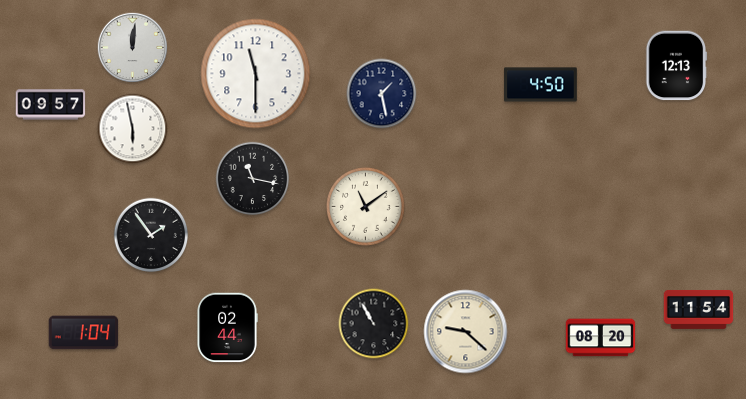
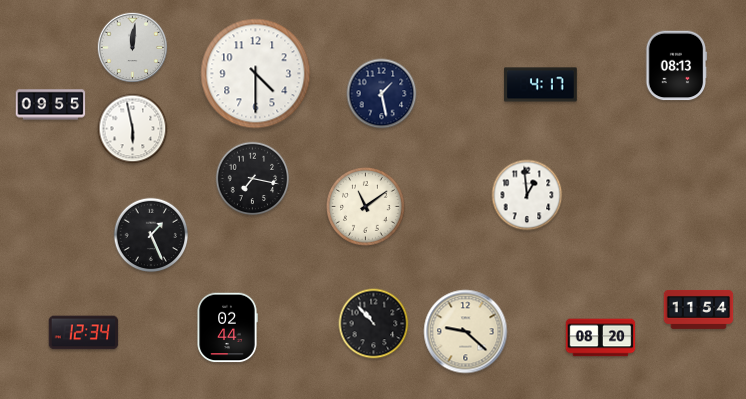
clock at (676, 66): 12:13 -> 08:13
clock at (256, 74): 11:30 -> 4:30
clock at (541, 85): 4:50 -> 4:17
clock at (51, 105): 09:57 -> 09:55
clock at (253, 179): 11:17 -> 7:17
clock at (527, 195): none -> 12:59
clock at (151, 235): 1:54 -> 1:26
clock at (374, 324): 10:55 -> 10:53
clock at (84, 333): 1:04 -> 12:34
